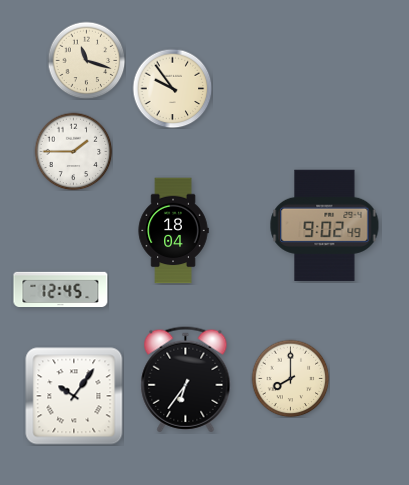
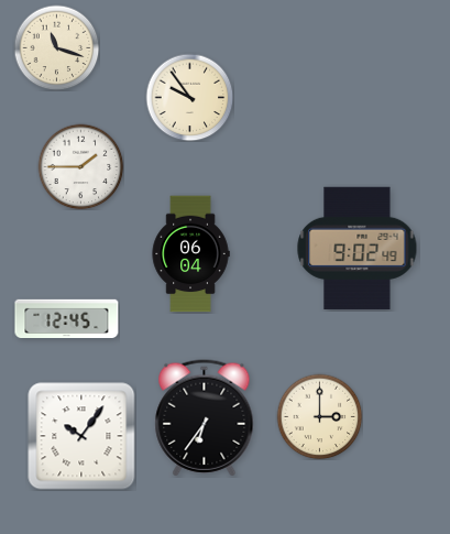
clock at (86, 60) position: (86, 60) -> (56, 47)
clock at (173, 231): 18:04 -> 06:04
clock at (290, 378): 8:00 -> 3:00
